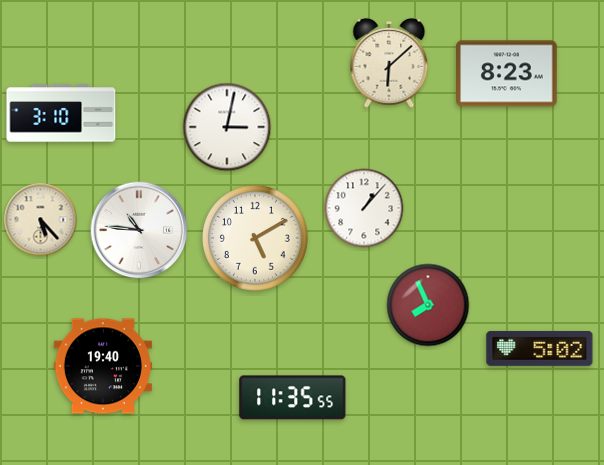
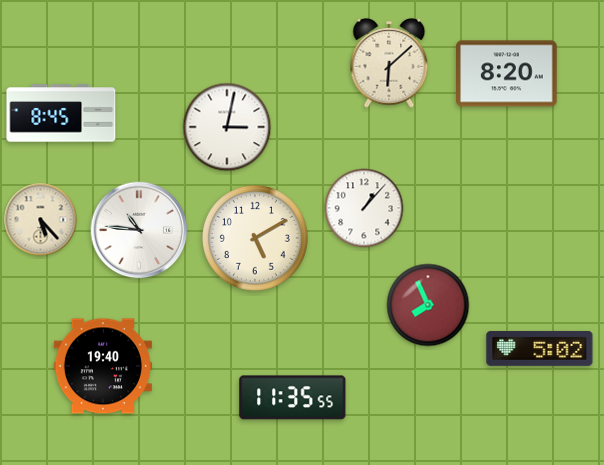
clock at (507, 74): 8:23 -> 8:20
clock at (61, 113): 3:10 -> 8:45
